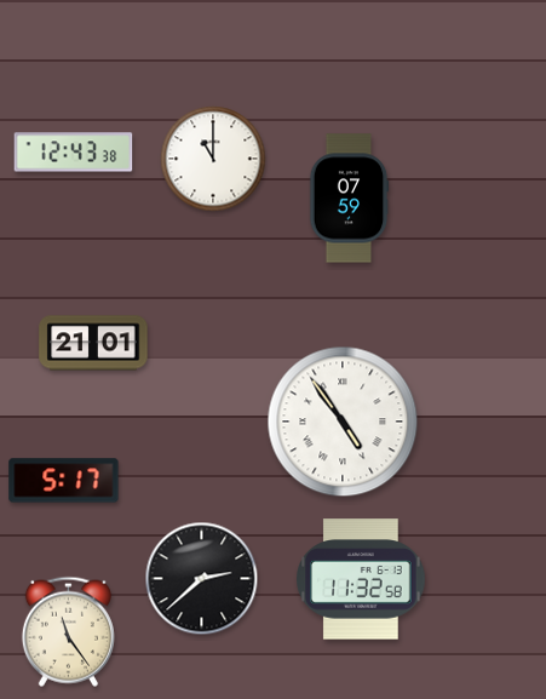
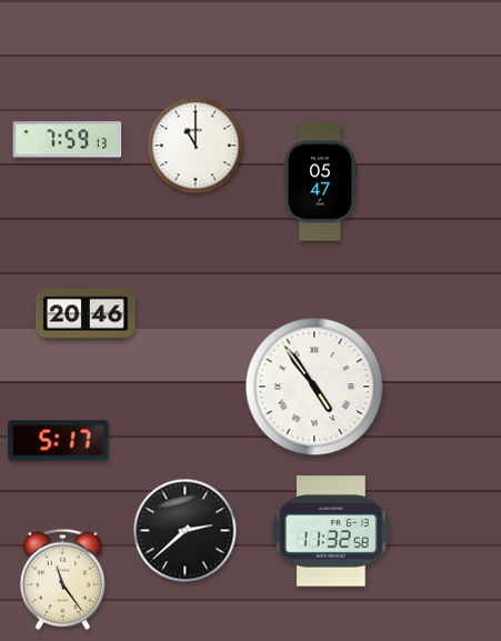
clock at (74, 153): 12:43 -> 7:59
clock at (349, 199): 07:59 -> 05:47
clock at (93, 343): 21:01 -> 20:46
